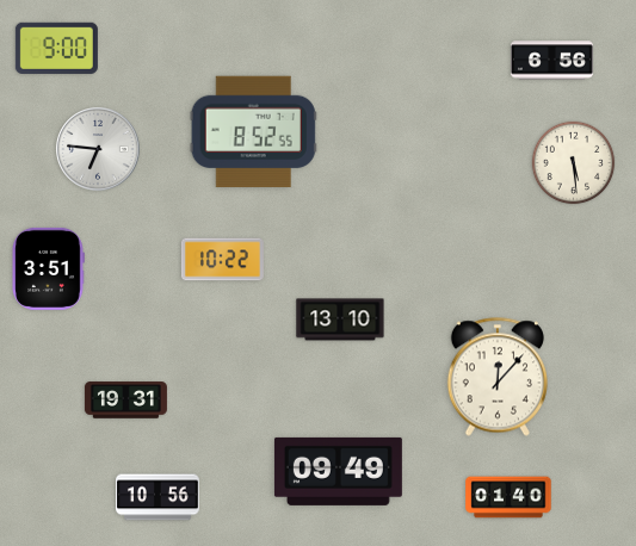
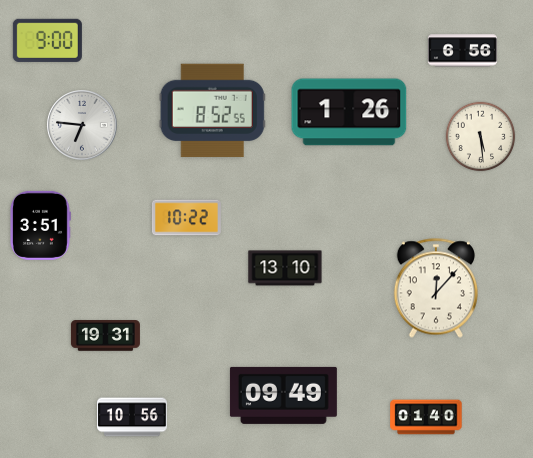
clock at (349, 112): none -> 1:26
clock at (498, 377) position: (498, 377) -> (436, 288)
